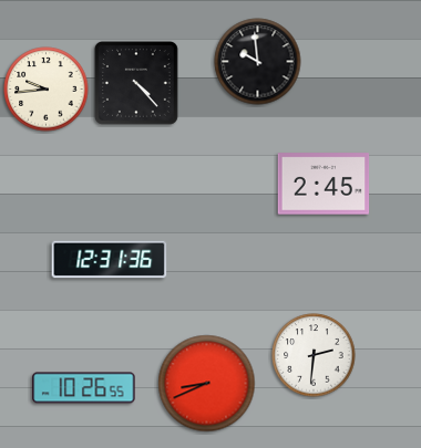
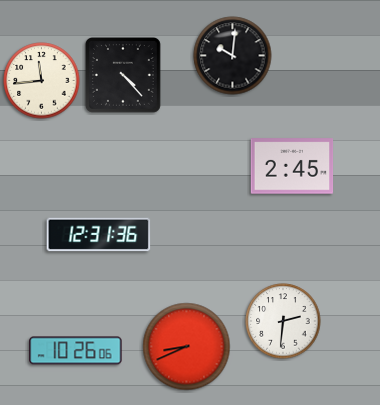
clock at (258, 62): 9:59 -> 10:01
clock at (47, 90): 9:44 -> 11:44
clock at (84, 388): 10:26:55 -> 10:26:06
